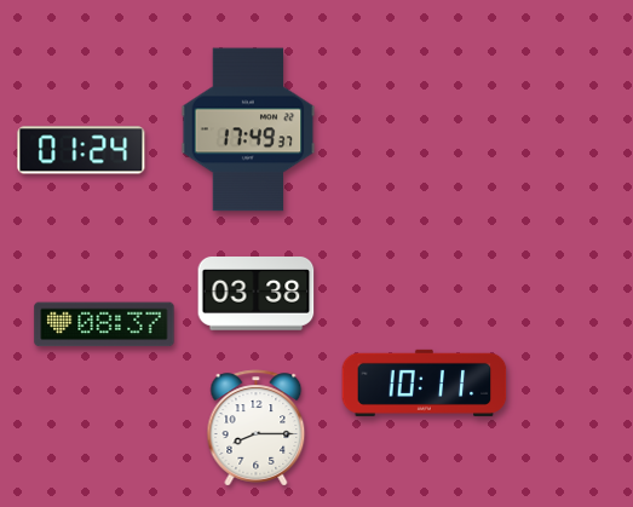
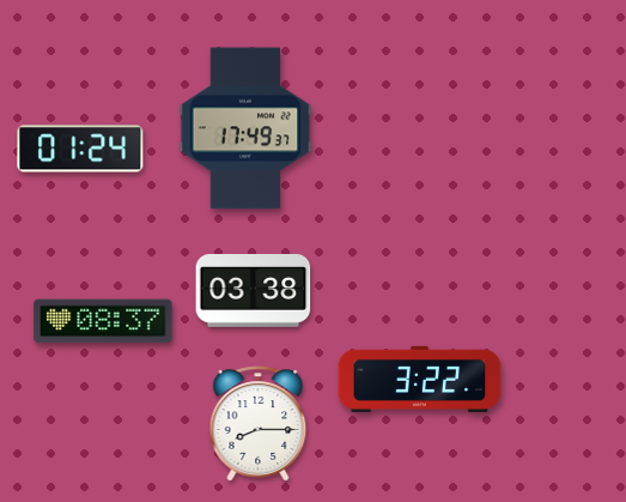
clock at (425, 382): 10:11 -> 3:22
clock at (257, 428) position: (257, 428) -> (259, 424)
